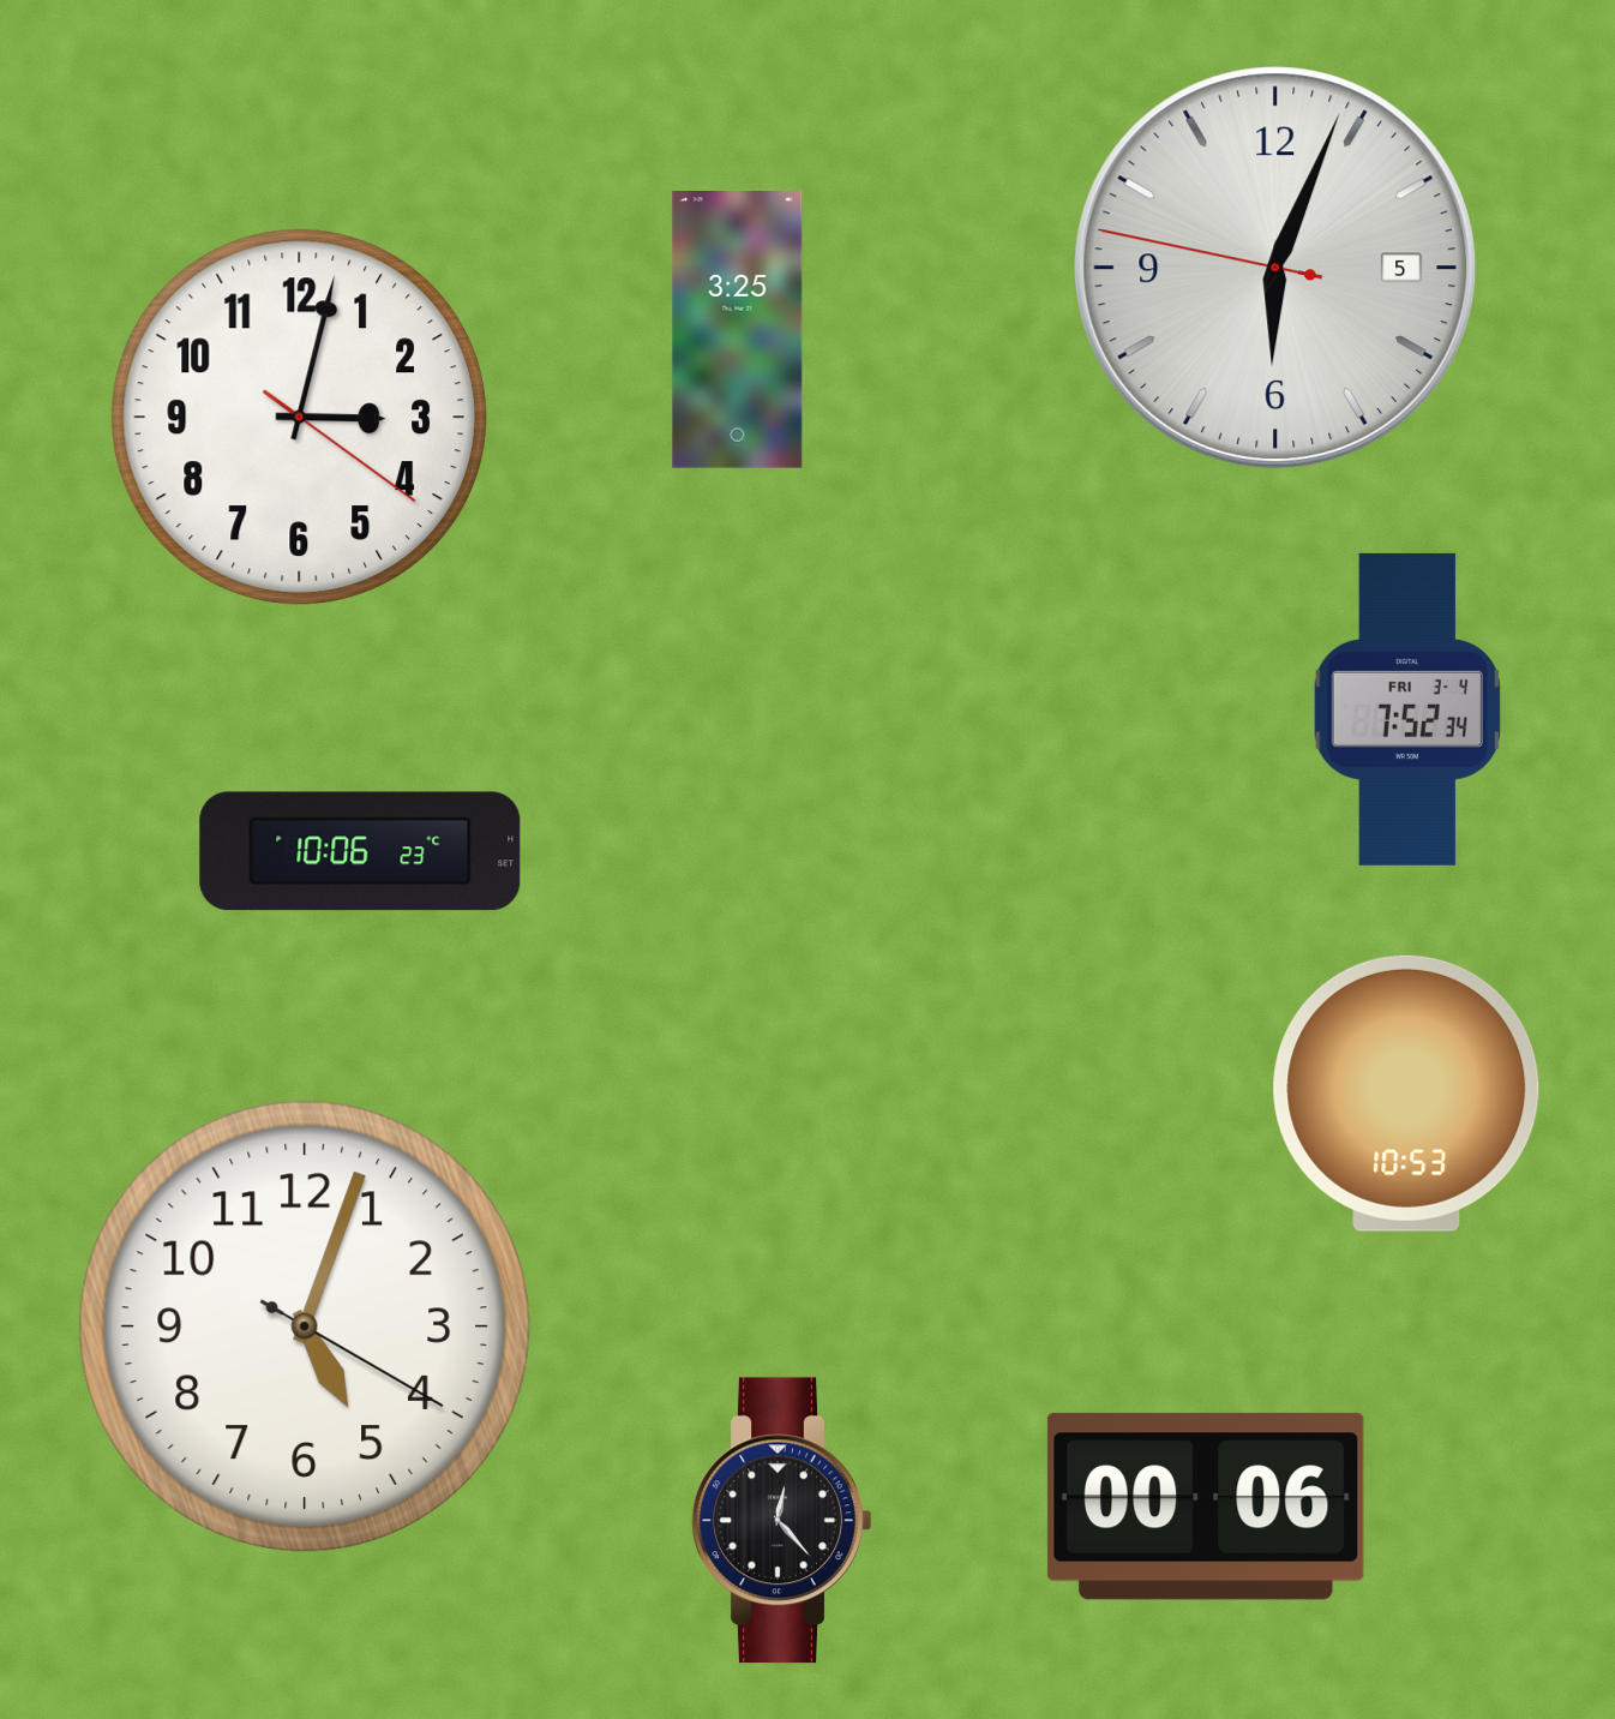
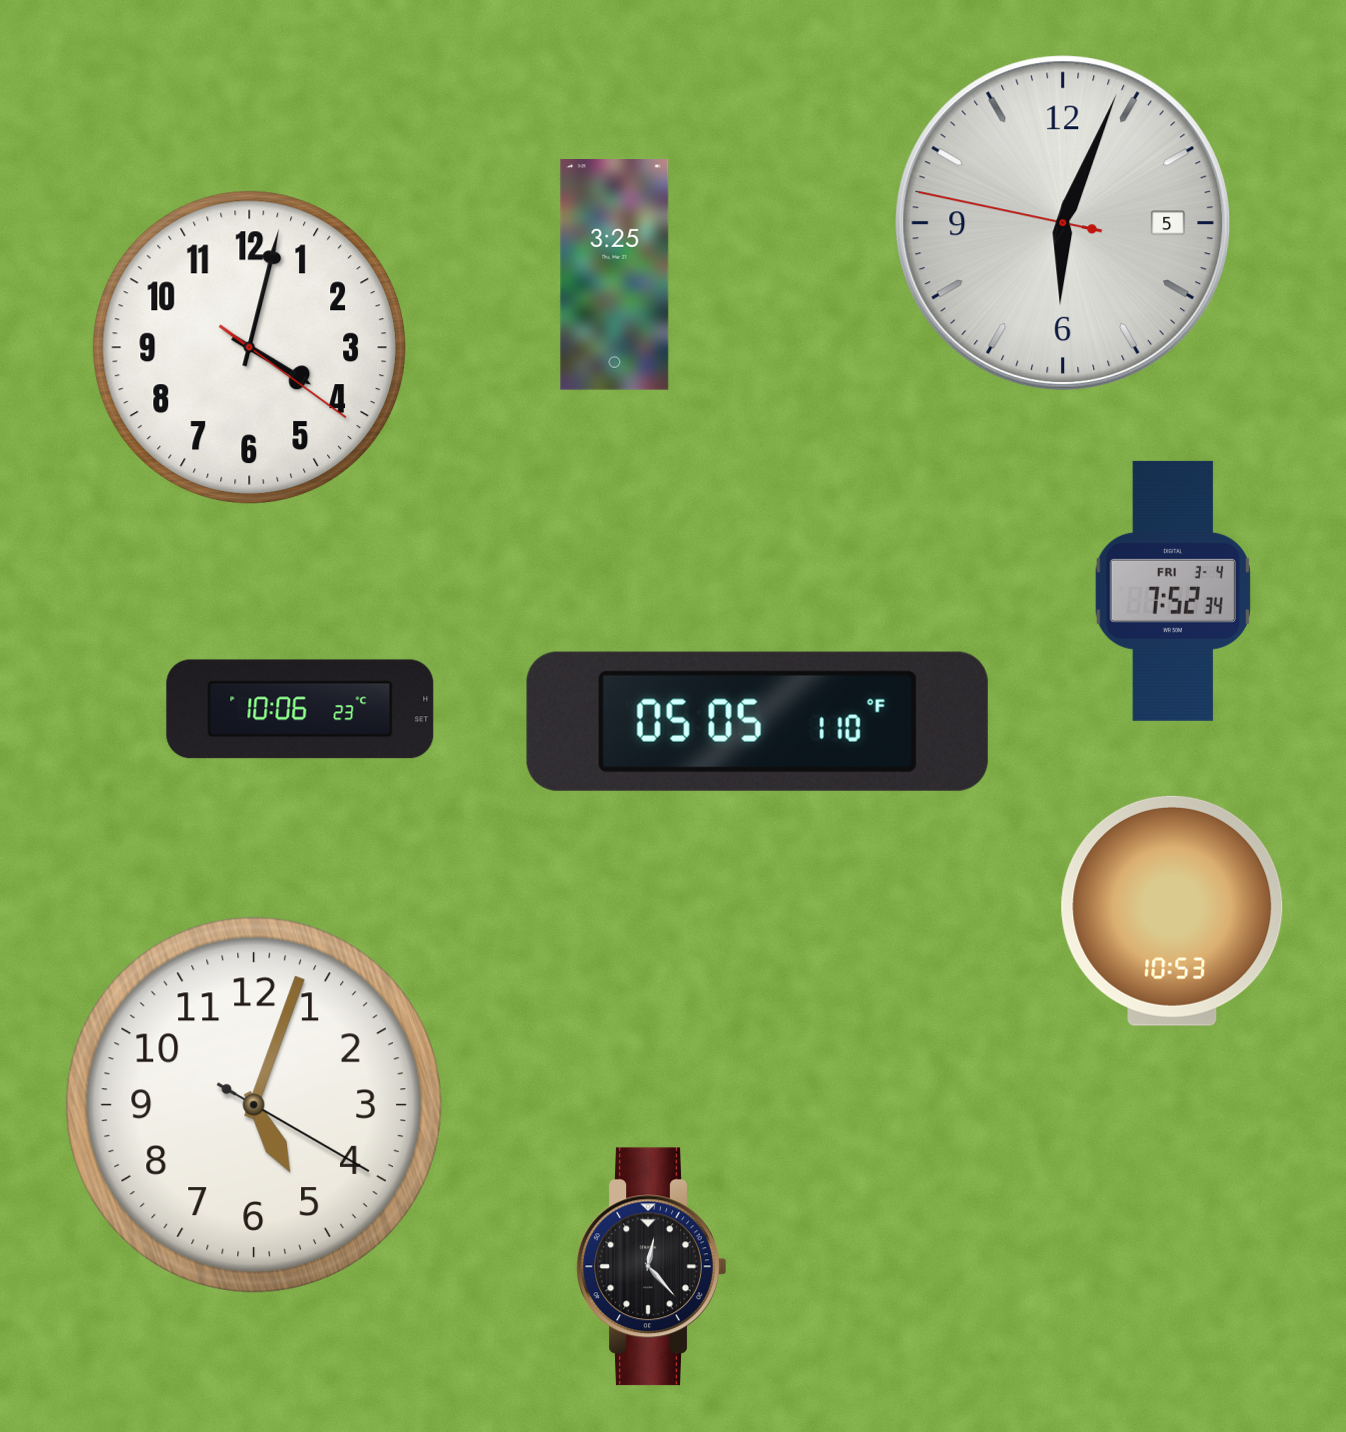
clock at (299, 417): 3:02 -> 4:02
clock at (757, 721): none -> 05:05
clock at (1206, 1507): 00:06 -> none
